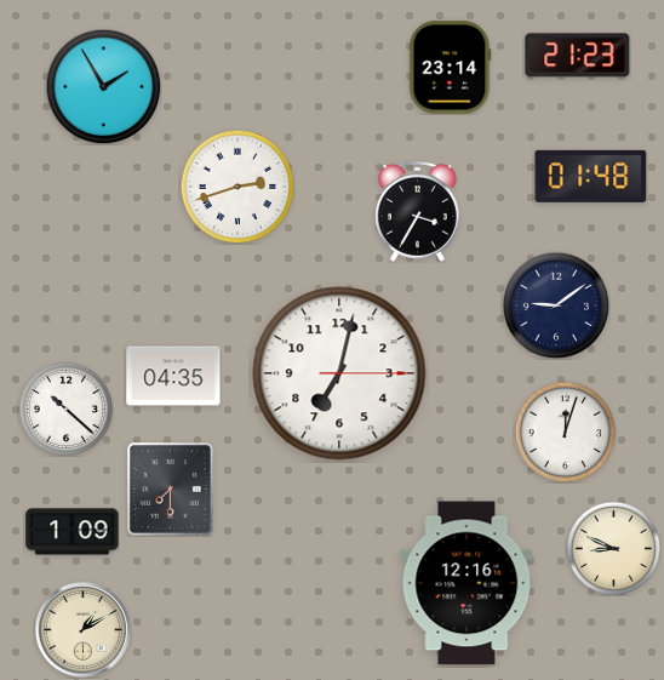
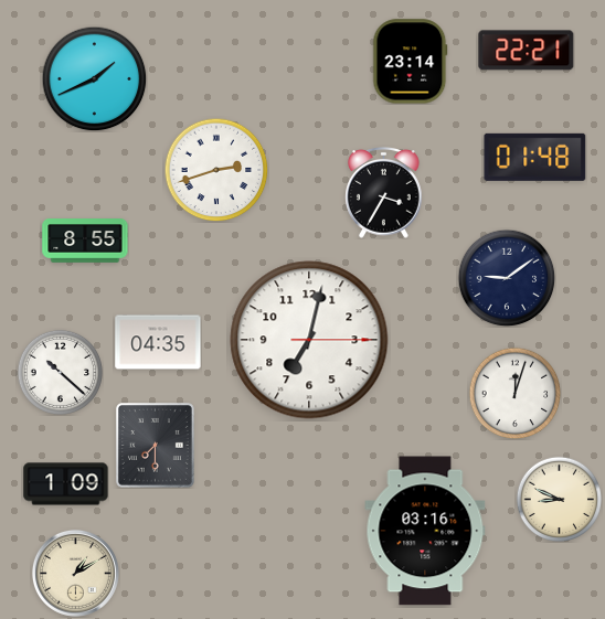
clock at (578, 56): 21:23 -> 22:21
clock at (103, 86): 1:55 -> 1:41
clock at (591, 176) position: (591, 176) -> (535, 157)
clock at (418, 212) position: (418, 212) -> (384, 193)
clock at (85, 242): none -> 8:55
clock at (466, 583): 12:16 -> 03:16
